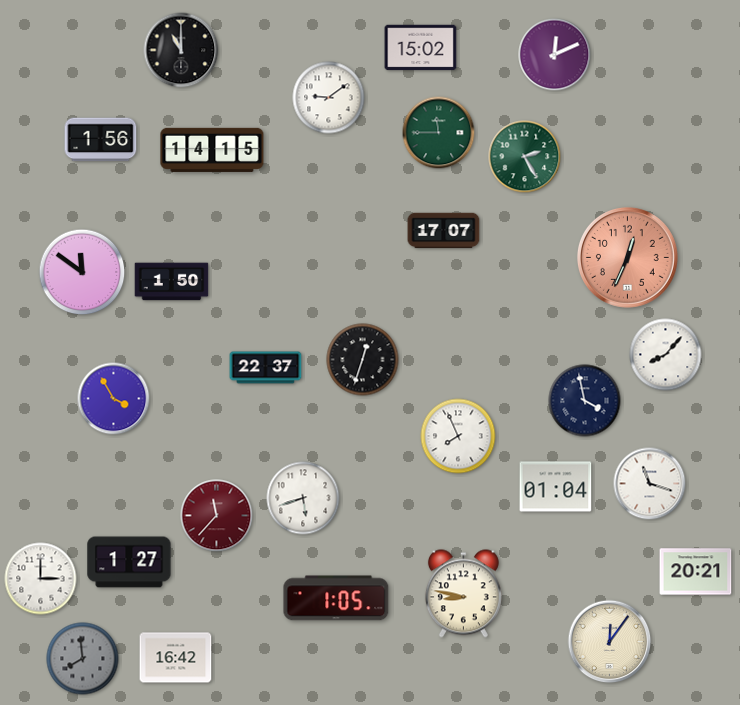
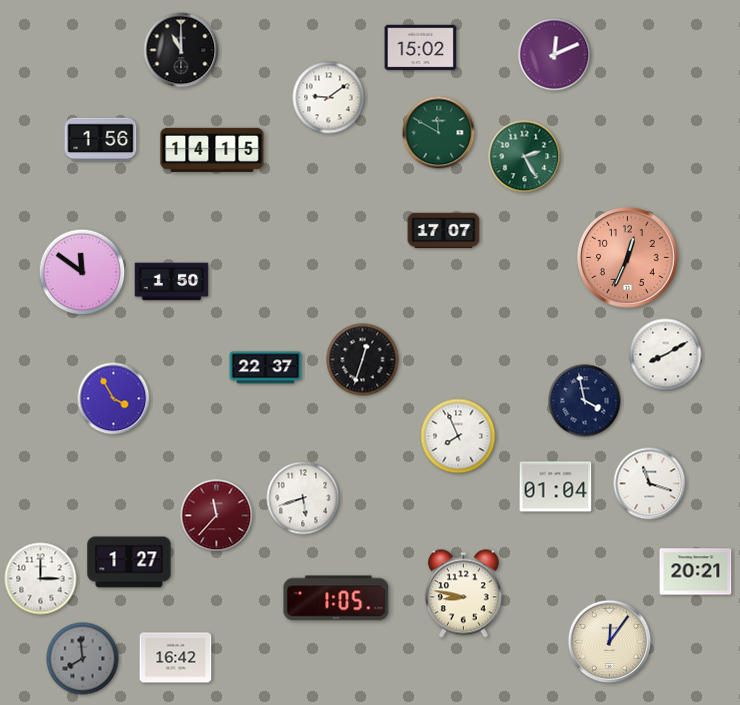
clock at (439, 133): 11:45 -> 11:50
clock at (666, 355): 8:07 -> 8:10
